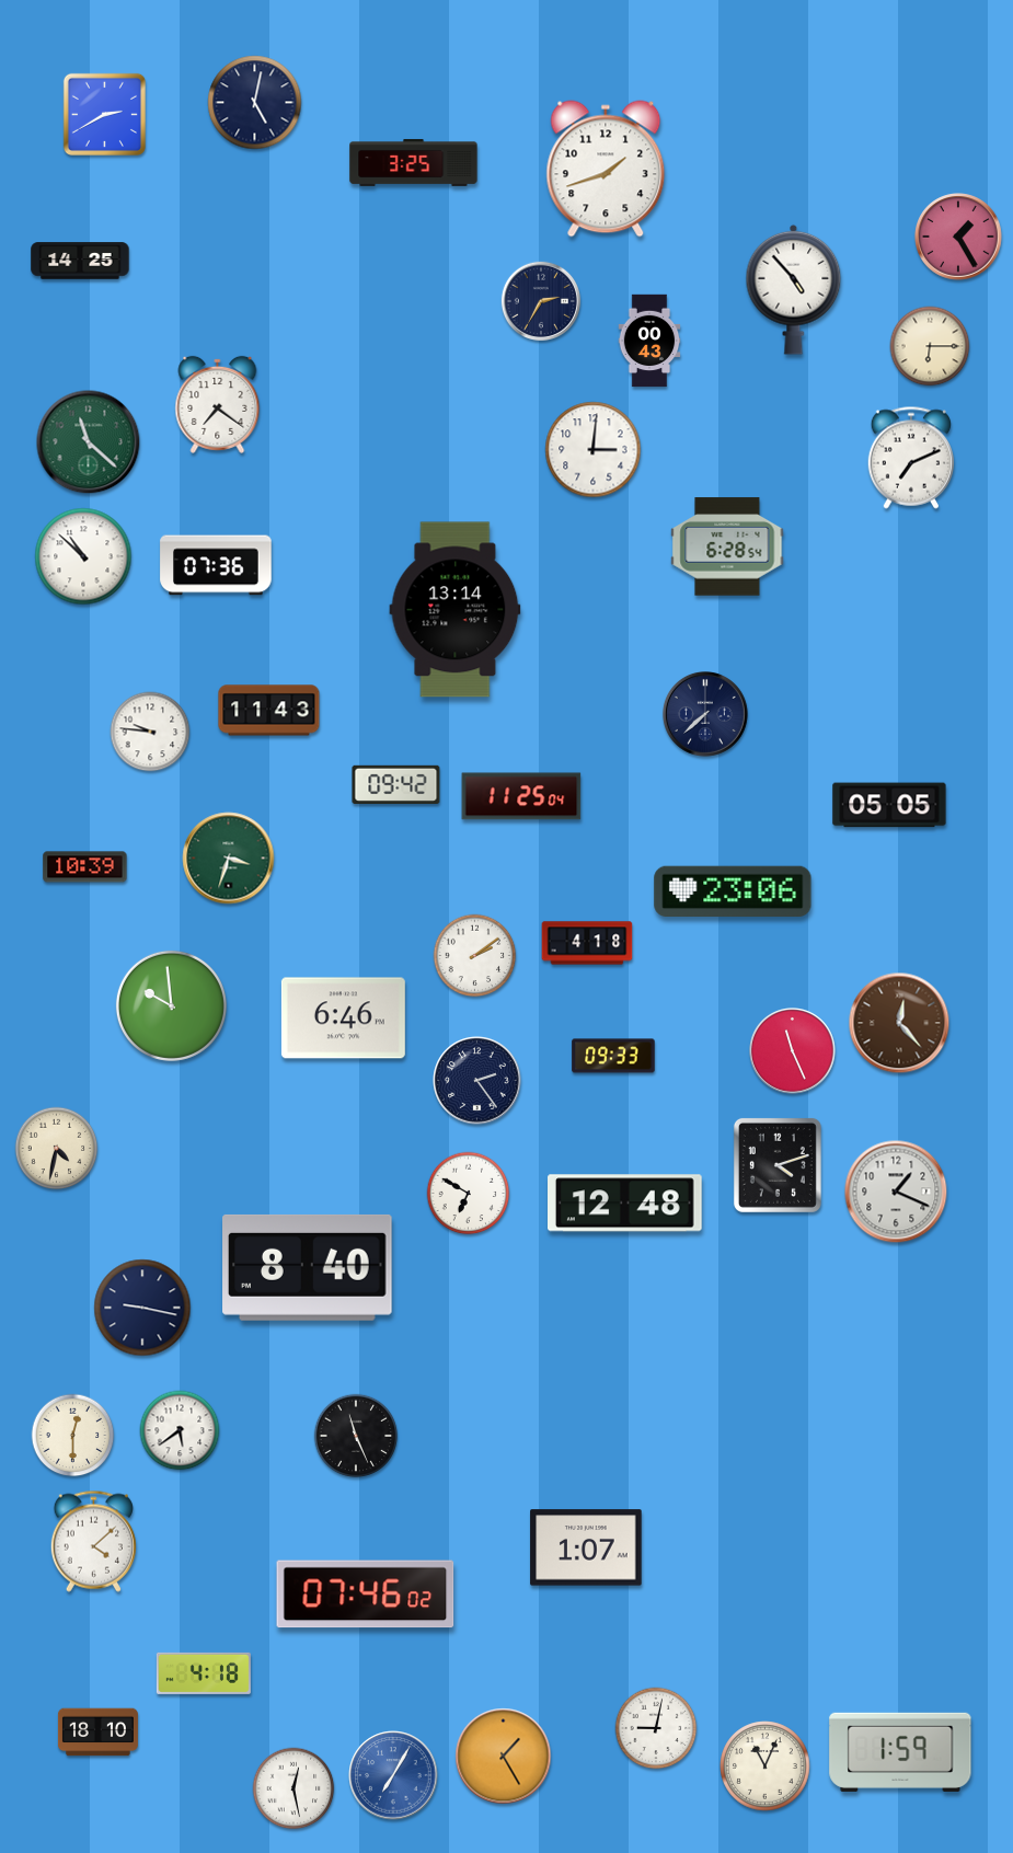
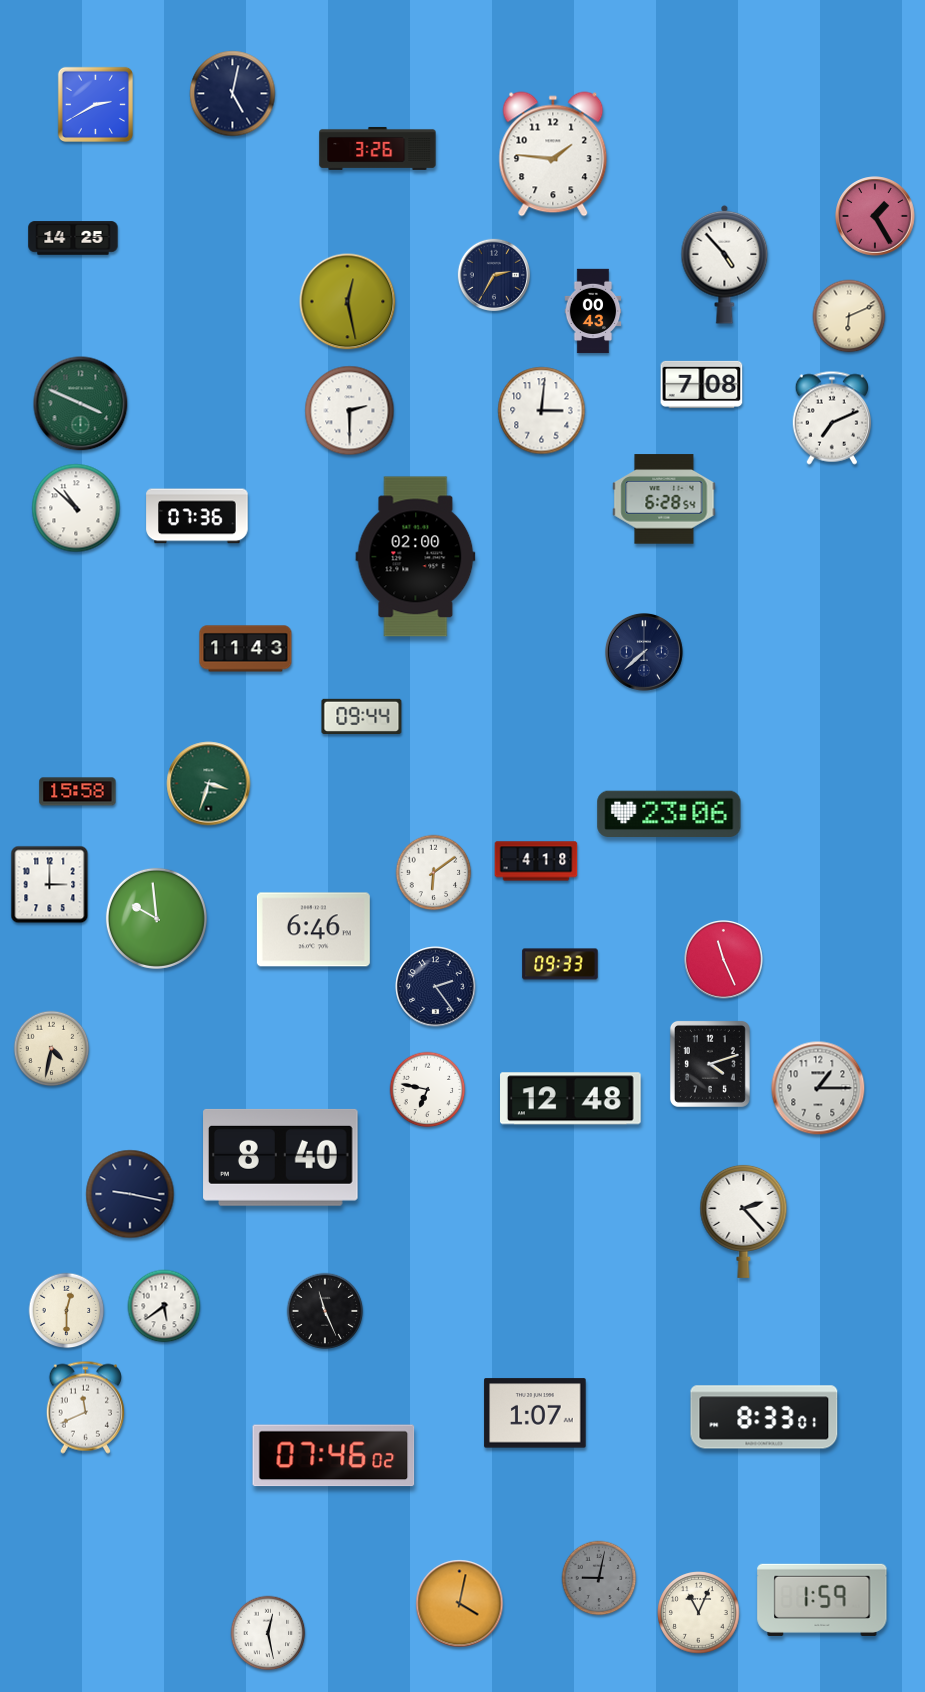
clock at (414, 162): 3:25 -> 3:26
clock at (606, 169): 1:42 -> 1:46
clock at (348, 302): none -> 12:28
clock at (930, 346): 6:15 -> 6:11
clock at (218, 404): 7:21 -> none
clock at (702, 384): none -> 7:08
clock at (89, 442): 11:22 -> 3:49
clock at (350, 411): none -> 2:30
clock at (456, 610): 13:14 -> 02:00
clock at (150, 732): 9:46 -> none
clock at (396, 784): 09:42 -> 09:44
clock at (521, 796): 11:25 -> none
clock at (889, 805): 05:05 -> none
clock at (85, 867): 10:39 -> 15:58
clock at (475, 956): 2:09 -> 6:09
clock at (50, 885): none -> 3:00
clock at (899, 1023): 12:23 -> none
clock at (896, 1192): 1:19 -> 1:15
clock at (469, 1194): 6:50 -> 6:47
clock at (744, 1221): none -> 2:23
clock at (93, 1541): 4:08 -> 11:41
clock at (764, 1417): none -> 8:33
clock at (204, 1673): 4:18 -> none
clock at (656, 1728) dial: white -> grey
clock at (97, 1733): 18:10 -> none
clock at (504, 1757): 1:25 -> 4:02
clock at (393, 1775): 7:05 -> none
